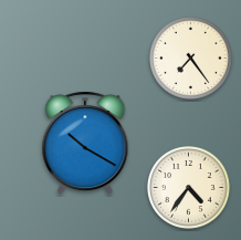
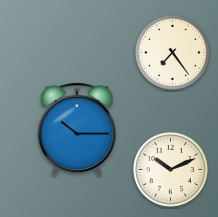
clock at (85, 143): 10:20 -> 10:15
clock at (189, 188): 4:36 -> 10:11
